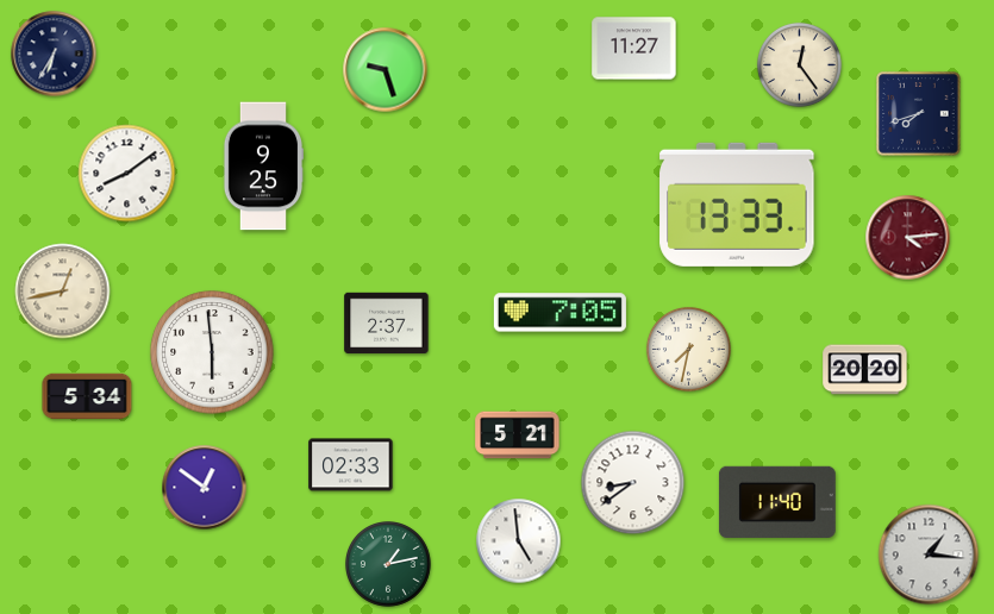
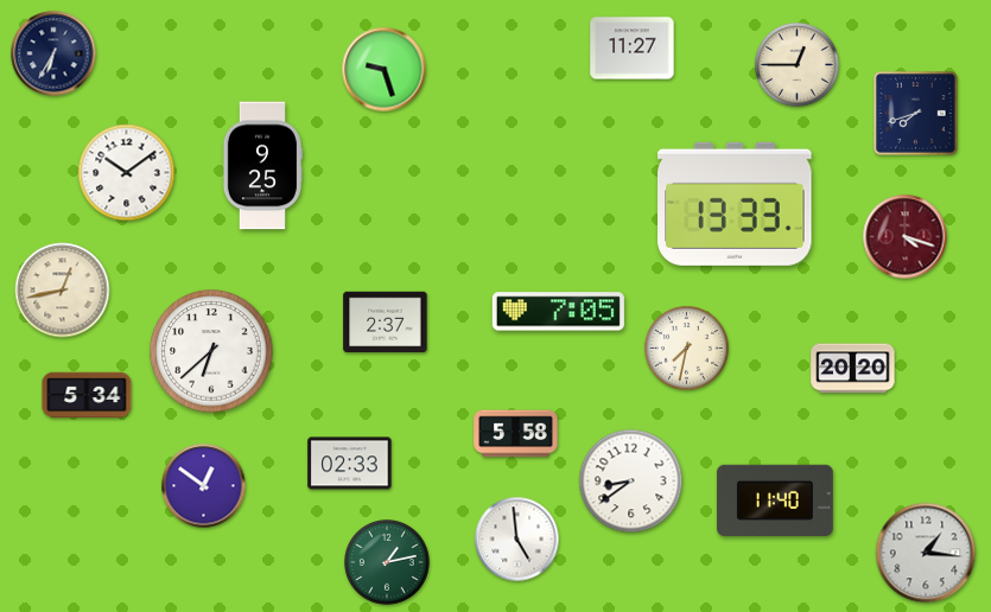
clock at (799, 64): 12:24 -> 12:45
clock at (127, 174): 8:09 -> 10:09
clock at (908, 238): 4:14 -> 4:18
clock at (212, 352): 5:59 -> 6:38
clock at (865, 370) position: (865, 370) -> (853, 369)
clock at (518, 436): 5:21 -> 5:58
